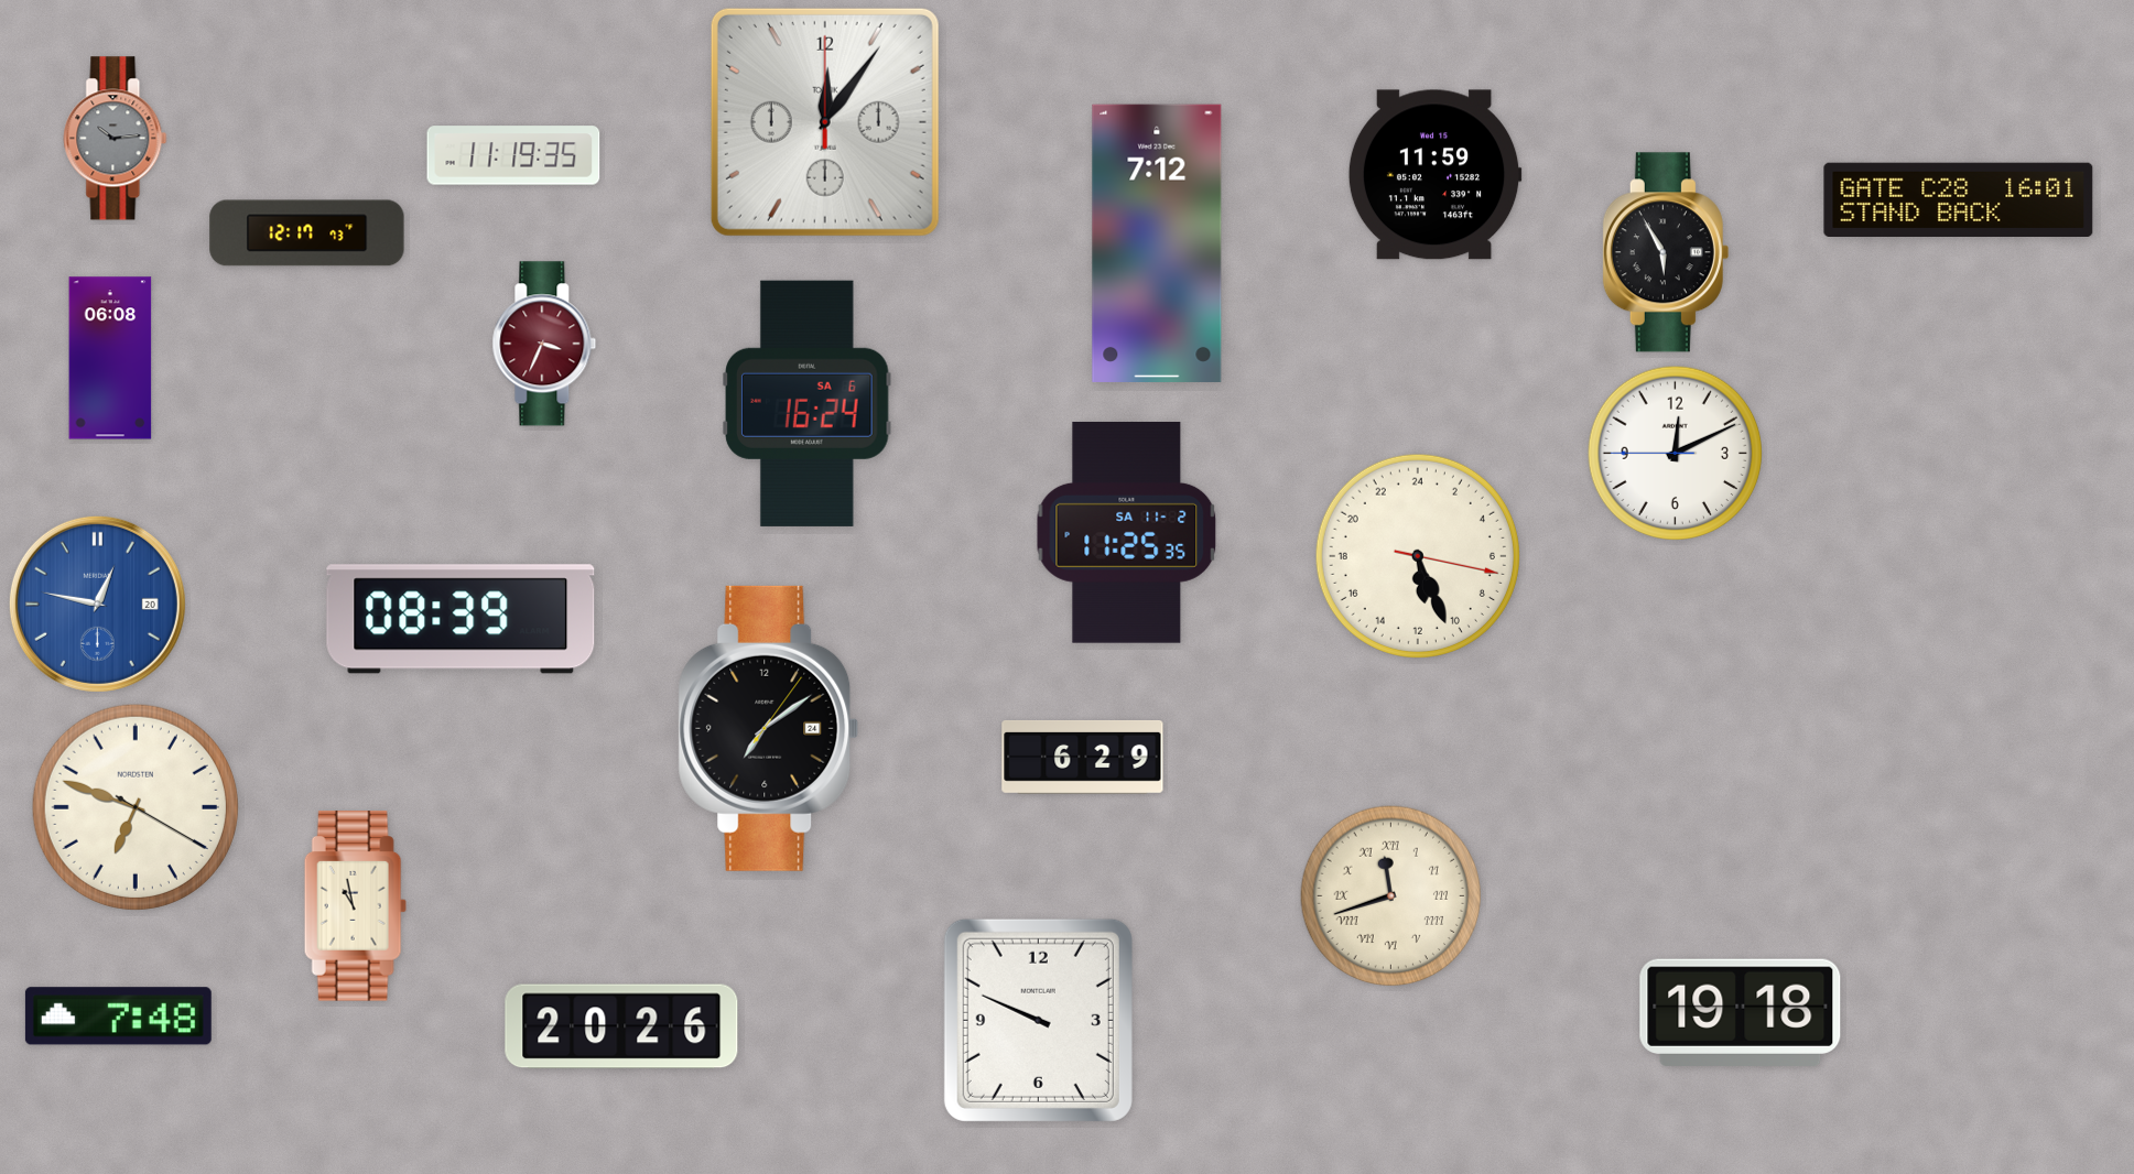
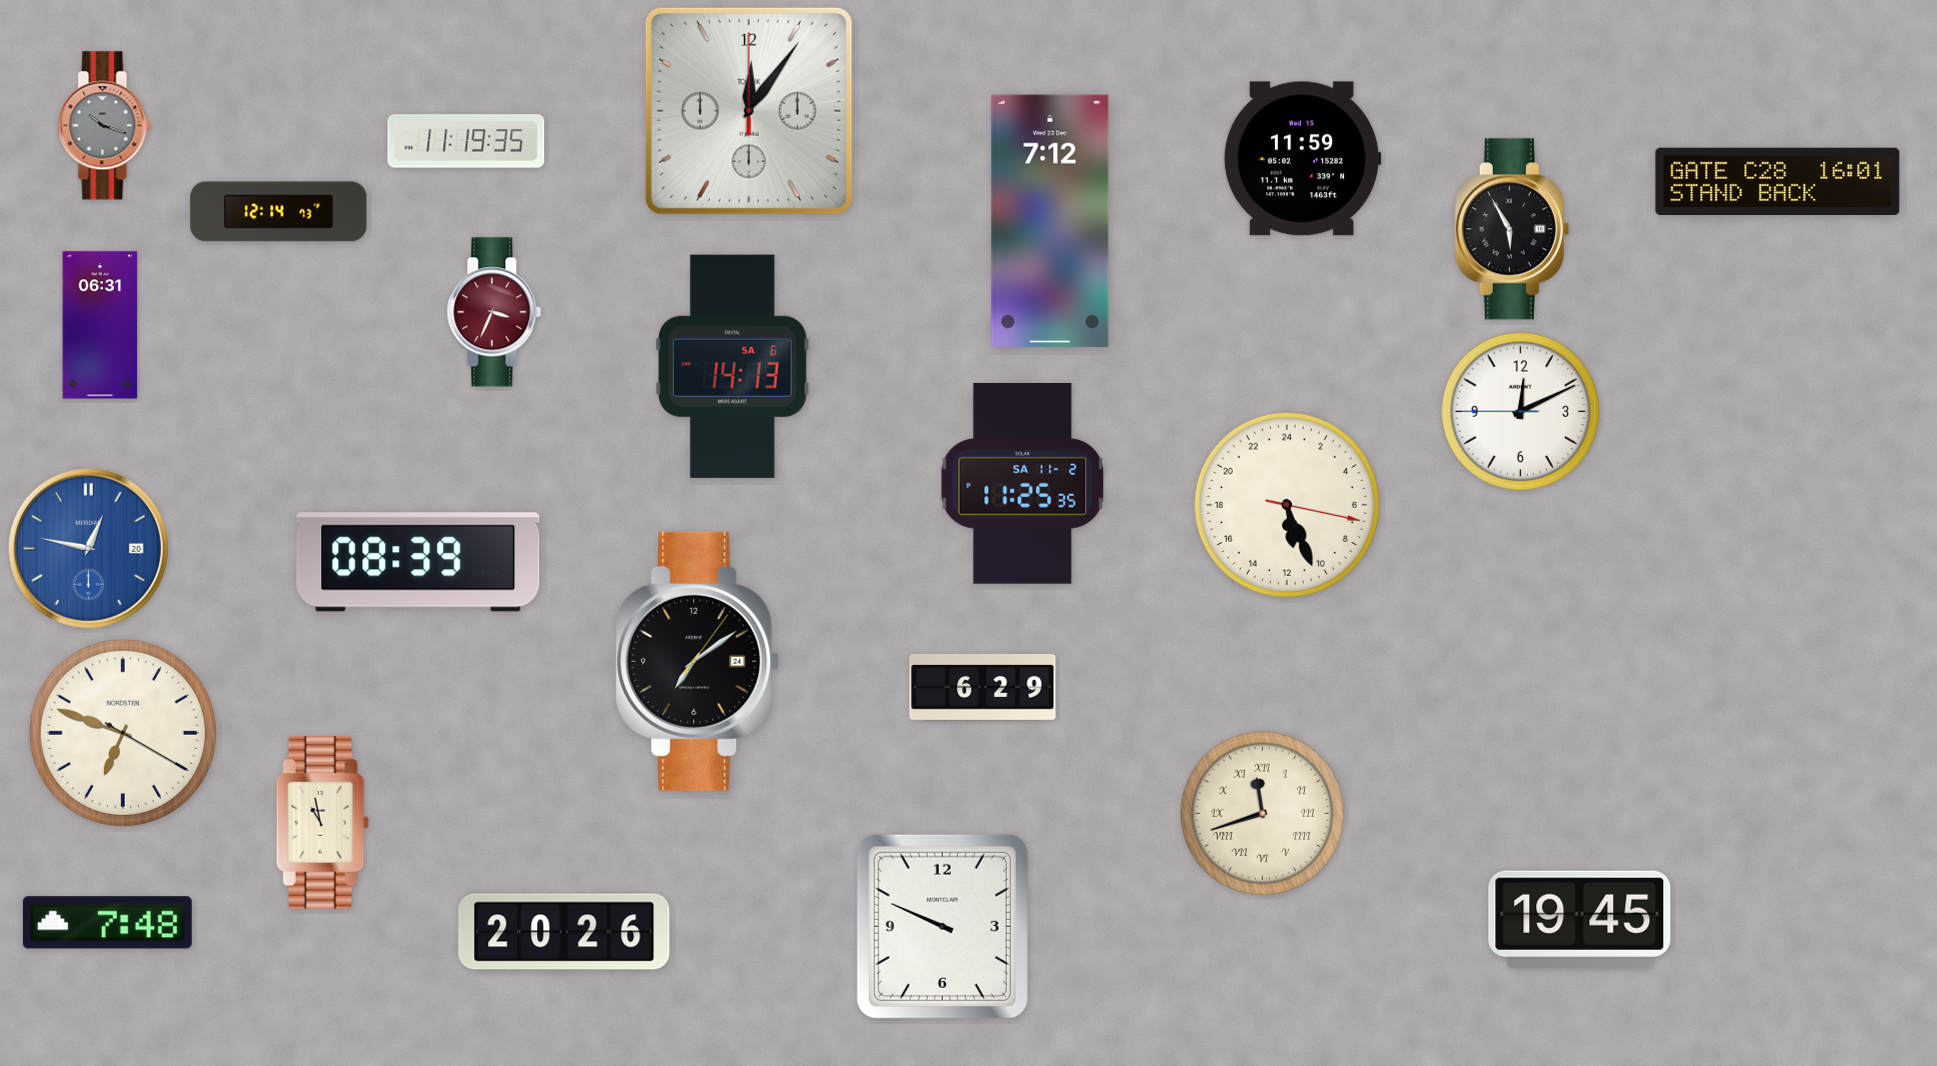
clock at (116, 139): 10:14 -> 10:18
clock at (307, 233): 12:17 -> 12:14
clock at (110, 358): 06:08 -> 06:31
clock at (808, 403): 16:24 -> 14:13
clock at (1741, 1012): 19:18 -> 19:45
